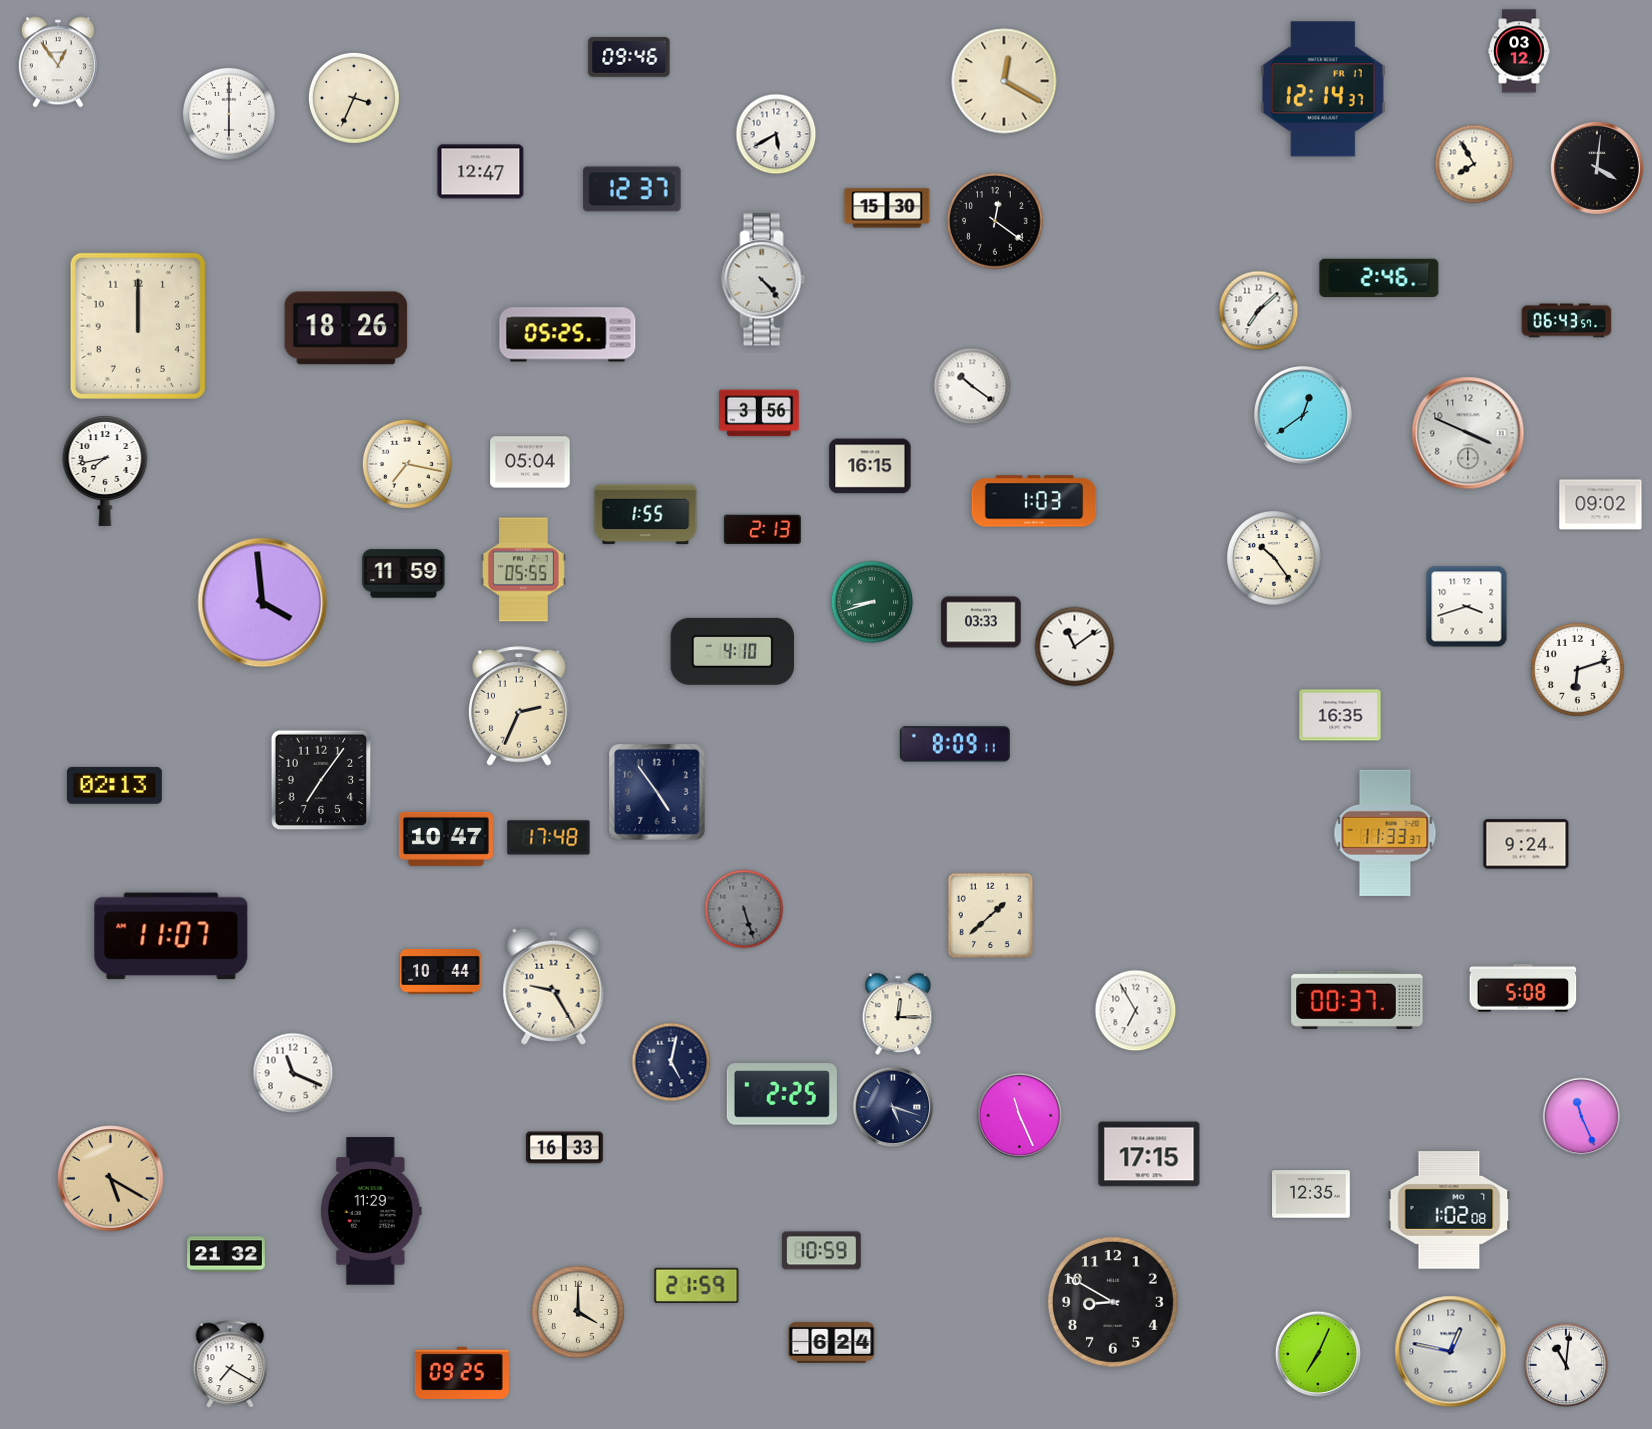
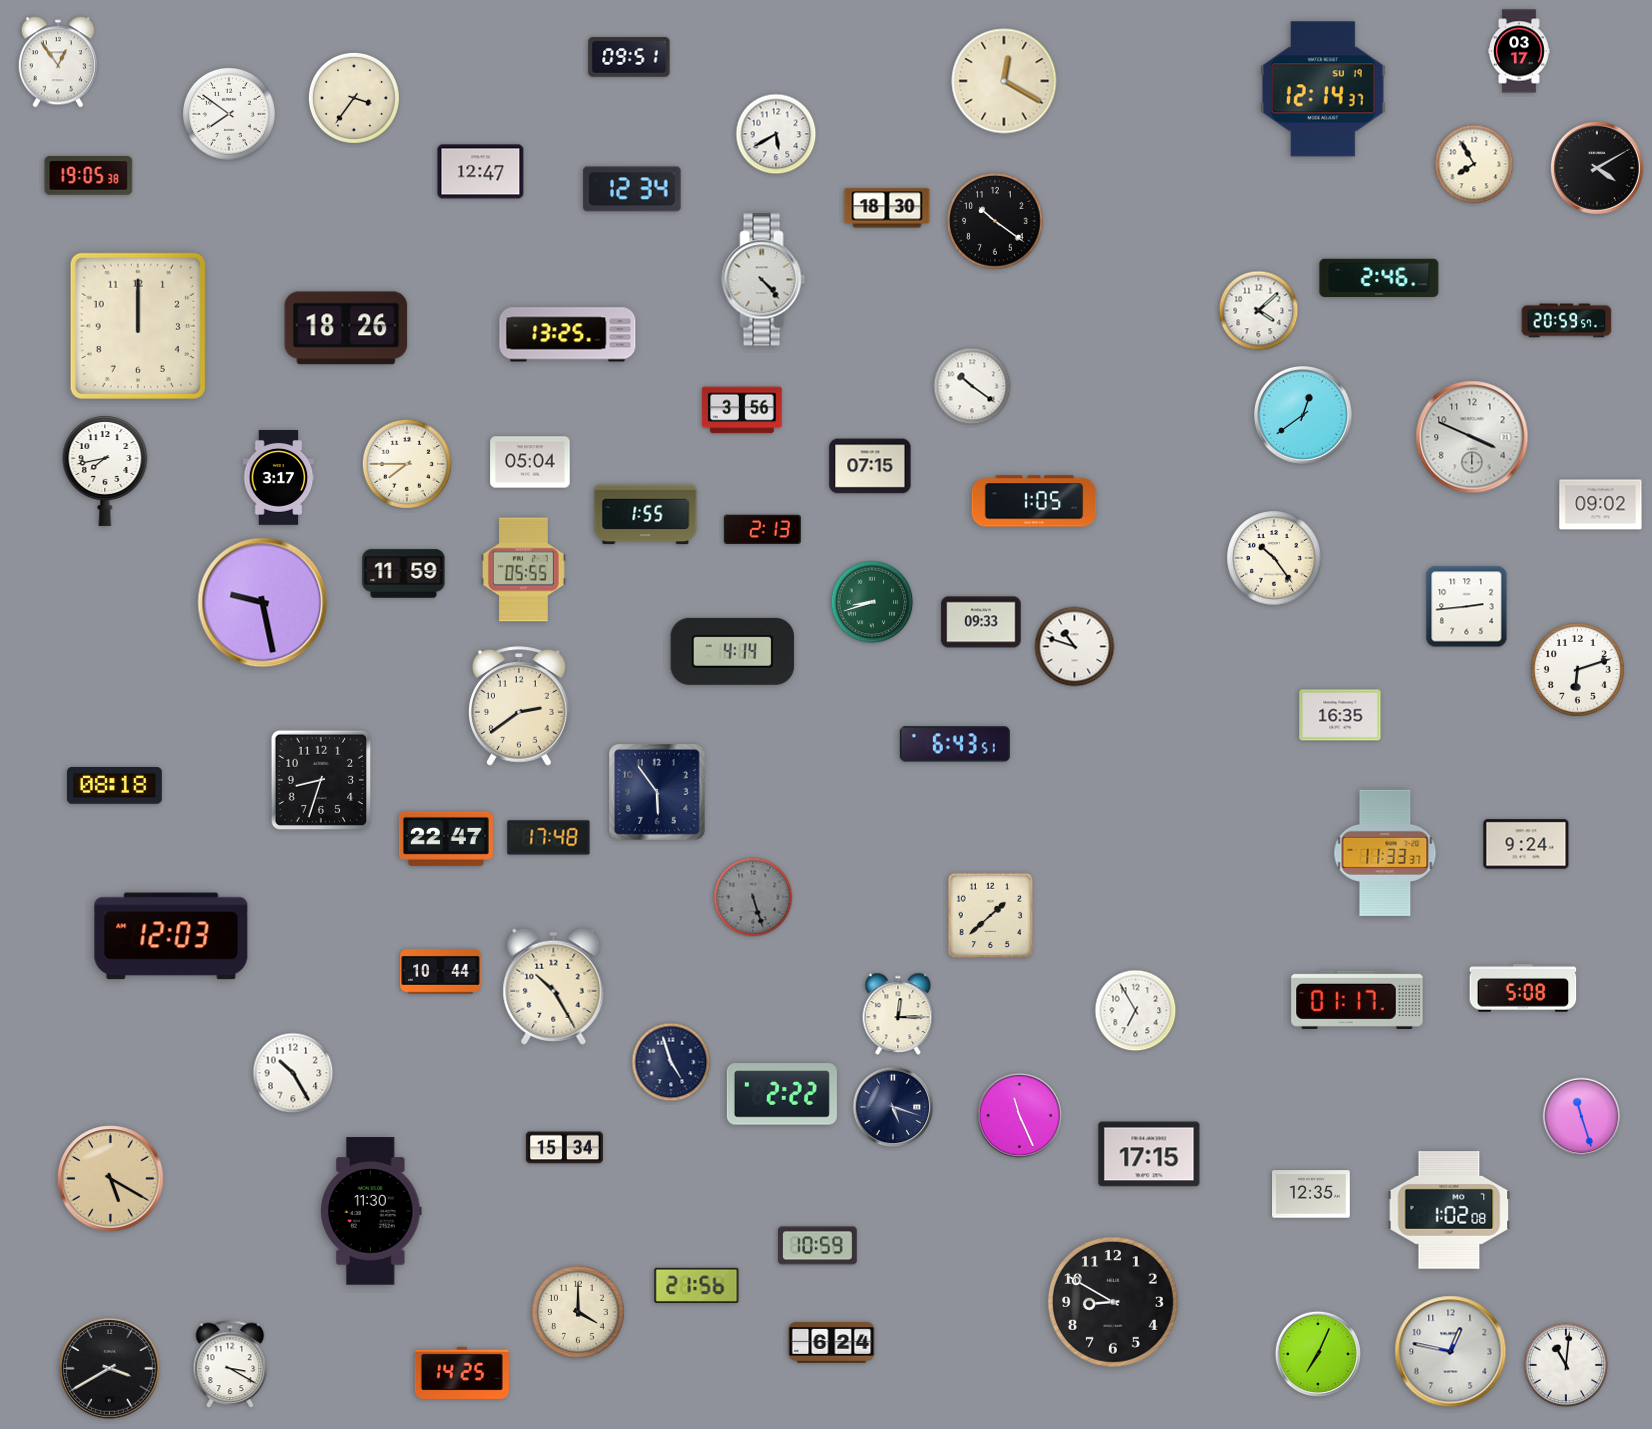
clock at (1519, 51): 03:12 -> 03:17
clock at (629, 57): 09:46 -> 09:51
clock at (1323, 89) date: FR 17 -> SU 19
clock at (354, 98): 3:34 -> 3:36
clock at (229, 114): 6:00 -> 7:51
clock at (1597, 168): 4:01 -> 4:10
clock at (89, 176): none -> 19:05
clock at (632, 189): 12:37 -> 12:34
clock at (887, 208): 15:30 -> 18:30
clock at (995, 221): 12:21 -> 10:21
clock at (1259, 311): 7:08 -> 4:08
clock at (1567, 321): 06:43 -> 20:59
clock at (568, 335): 05:25 -> 13:25
clock at (759, 413) position: (759, 413) -> (742, 410)
clock at (1468, 433) position: (1468, 433) -> (1472, 437)
clock at (407, 464): 7:17 -> 7:45
clock at (870, 466): 16:15 -> 07:15
clock at (279, 478): none -> 3:17
clock at (1034, 501): 1:03 -> 1:05
clock at (263, 603): 3:59 -> 9:28
clock at (1467, 607): 3:42 -> 2:44
clock at (981, 622): 03:33 -> 09:33
clock at (1075, 647): 11:09 -> 10:48
clock at (733, 651): 4:10 -> 4:14
clock at (520, 706): 2:34 -> 2:39
clock at (955, 744): 8:09 -> 6:43
clock at (321, 780): 7:06 -> 8:33
clock at (114, 785): 02:13 -> 08:18
clock at (658, 793): 4:54 -> 5:54
clock at (1385, 833) position: (1385, 833) -> (1385, 853)
clock at (446, 839): 10:47 -> 22:47
clock at (744, 909) position: (744, 909) -> (753, 897)
clock at (171, 936): 11:07 -> 12:03
clock at (554, 986): 9:25 -> 10:25
clock at (1357, 1000): 00:37 -> 01:17
clock at (671, 1062): 5:02 -> 4:57
clock at (293, 1073): 11:19 -> 10:25
clock at (782, 1094): 2:25 -> 2:22
clock at (1582, 1117): 11:26 -> 11:27
clock at (564, 1148): 16:33 -> 15:34
clock at (372, 1211): 11:29 -> 11:30
clock at (822, 1251) position: (822, 1251) -> (818, 1246)
clock at (227, 1254): 21:32 -> none
clock at (697, 1285): 21:59 -> 21:56
clock at (230, 1365): 7:20 -> 3:20
clock at (110, 1369): none -> 3:40
clock at (462, 1373): 09:25 -> 14:25
